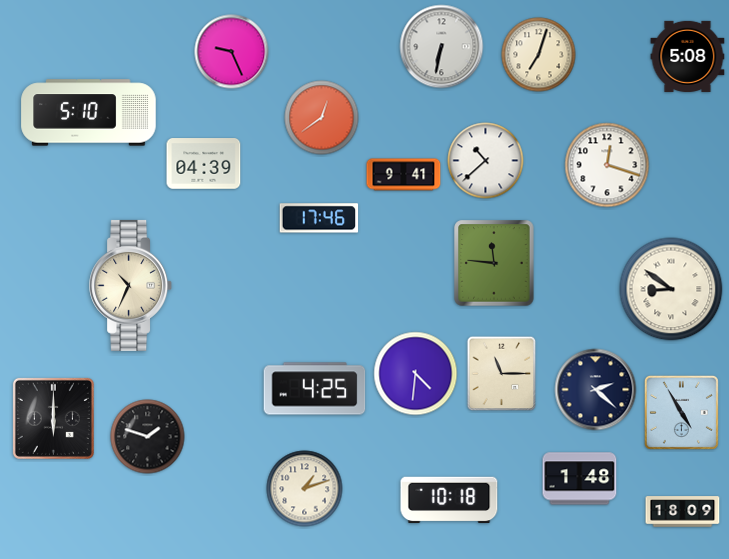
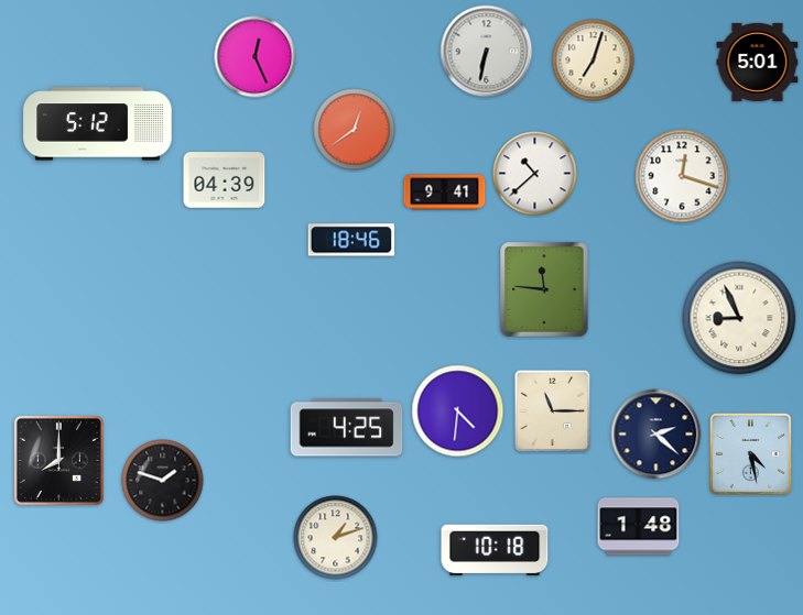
clock at (232, 52): 9:26 -> 12:26
clock at (688, 56): 5:08 -> 5:01
clock at (89, 113): 5:10 -> 5:12
clock at (486, 161) position: (486, 161) -> (535, 174)
clock at (607, 165) position: (607, 165) -> (682, 176)
clock at (319, 218): 17:46 -> 18:46
clock at (131, 285): 10:34 -> none
clock at (671, 289): 8:51 -> 8:56
clock at (596, 390) position: (596, 390) -> (656, 435)
clock at (681, 412): 4:55 -> 4:28
clock at (53, 418): 6:00 -> 8:00
clock at (683, 512): 18:09 -> none
